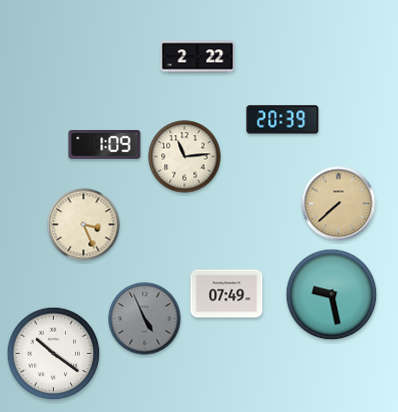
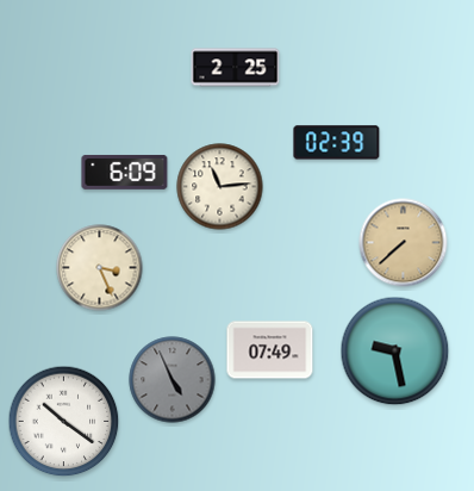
clock at (198, 57): 2:22 -> 2:25
clock at (283, 120): 20:39 -> 02:39
clock at (105, 144): 1:09 -> 6:09
